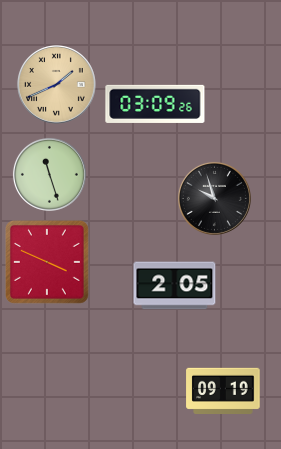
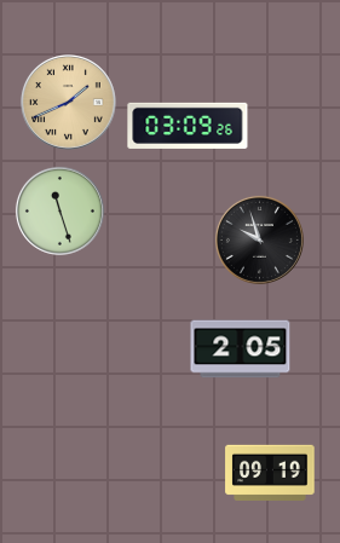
clock at (47, 262): 3:49 -> none
clock at (175, 286) position: (175, 286) -> (241, 350)
